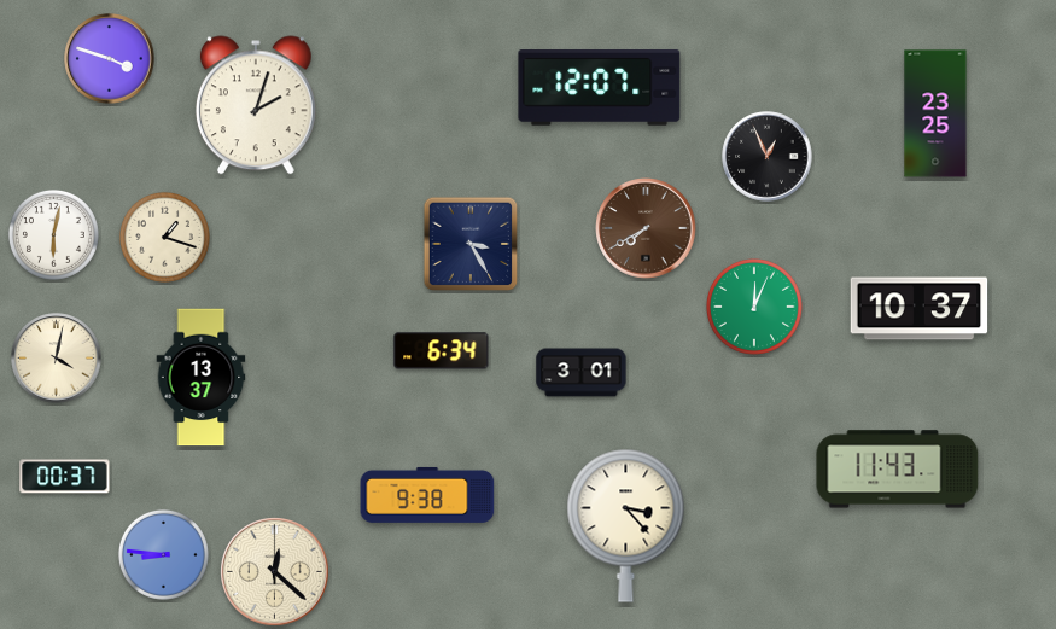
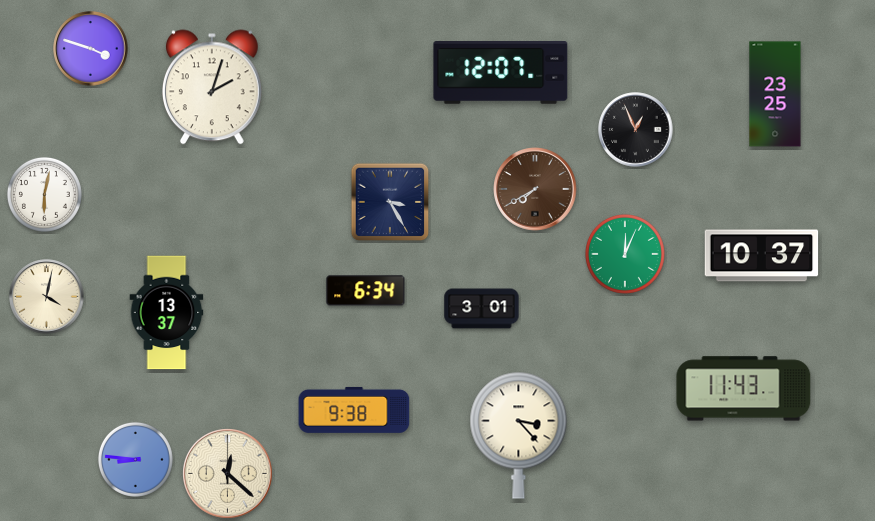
clock at (600, 88) position: (600, 88) -> (501, 73)
clock at (164, 237): 1:18 -> none
clock at (65, 477): 00:37 -> none
